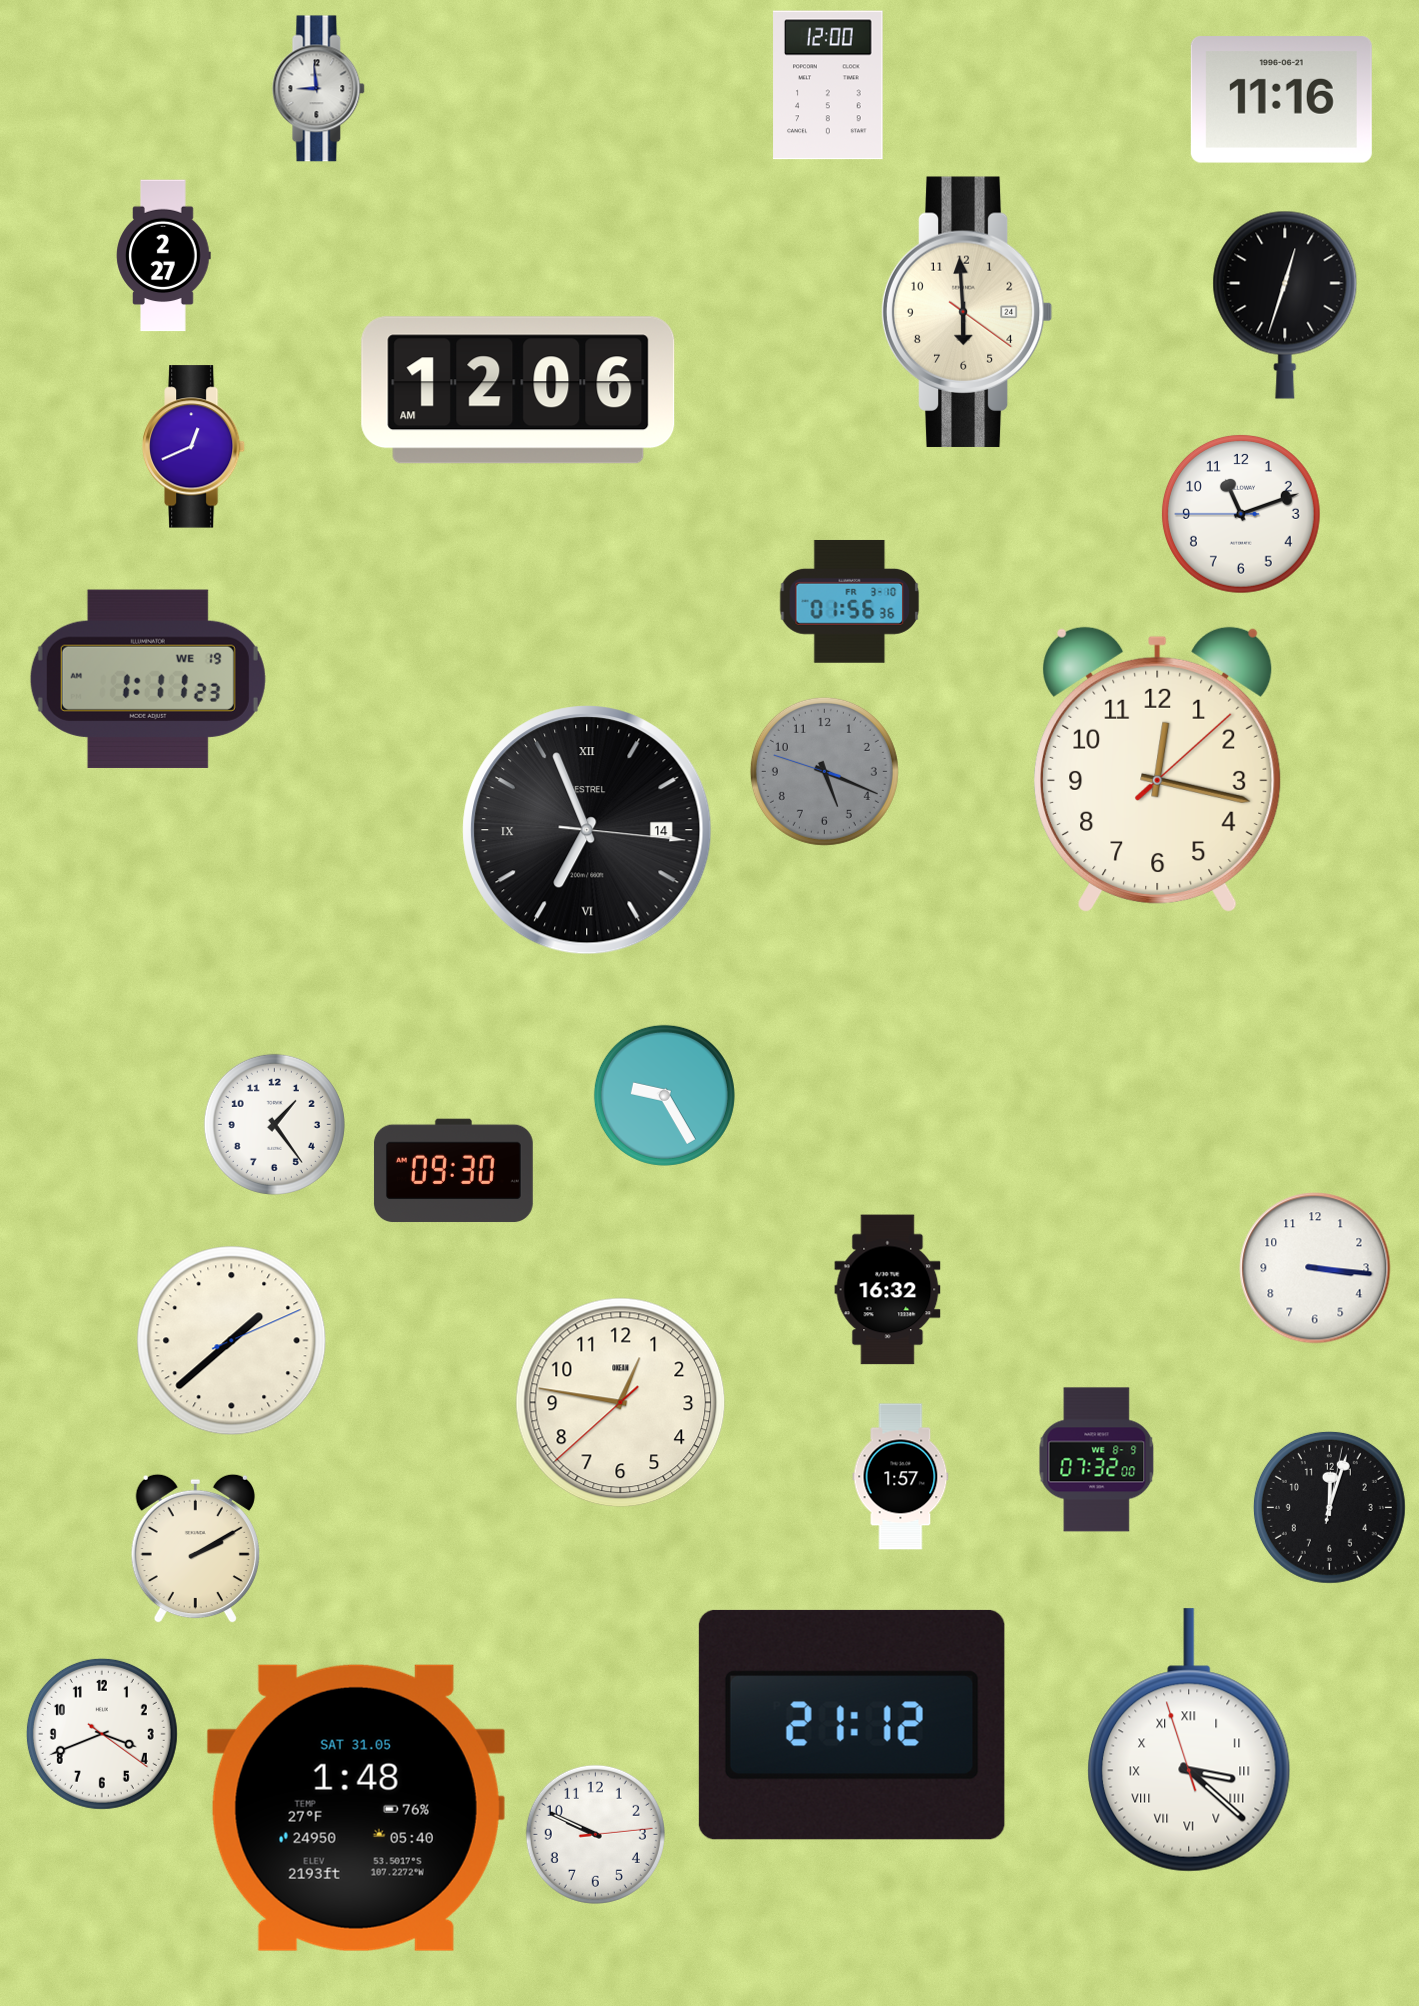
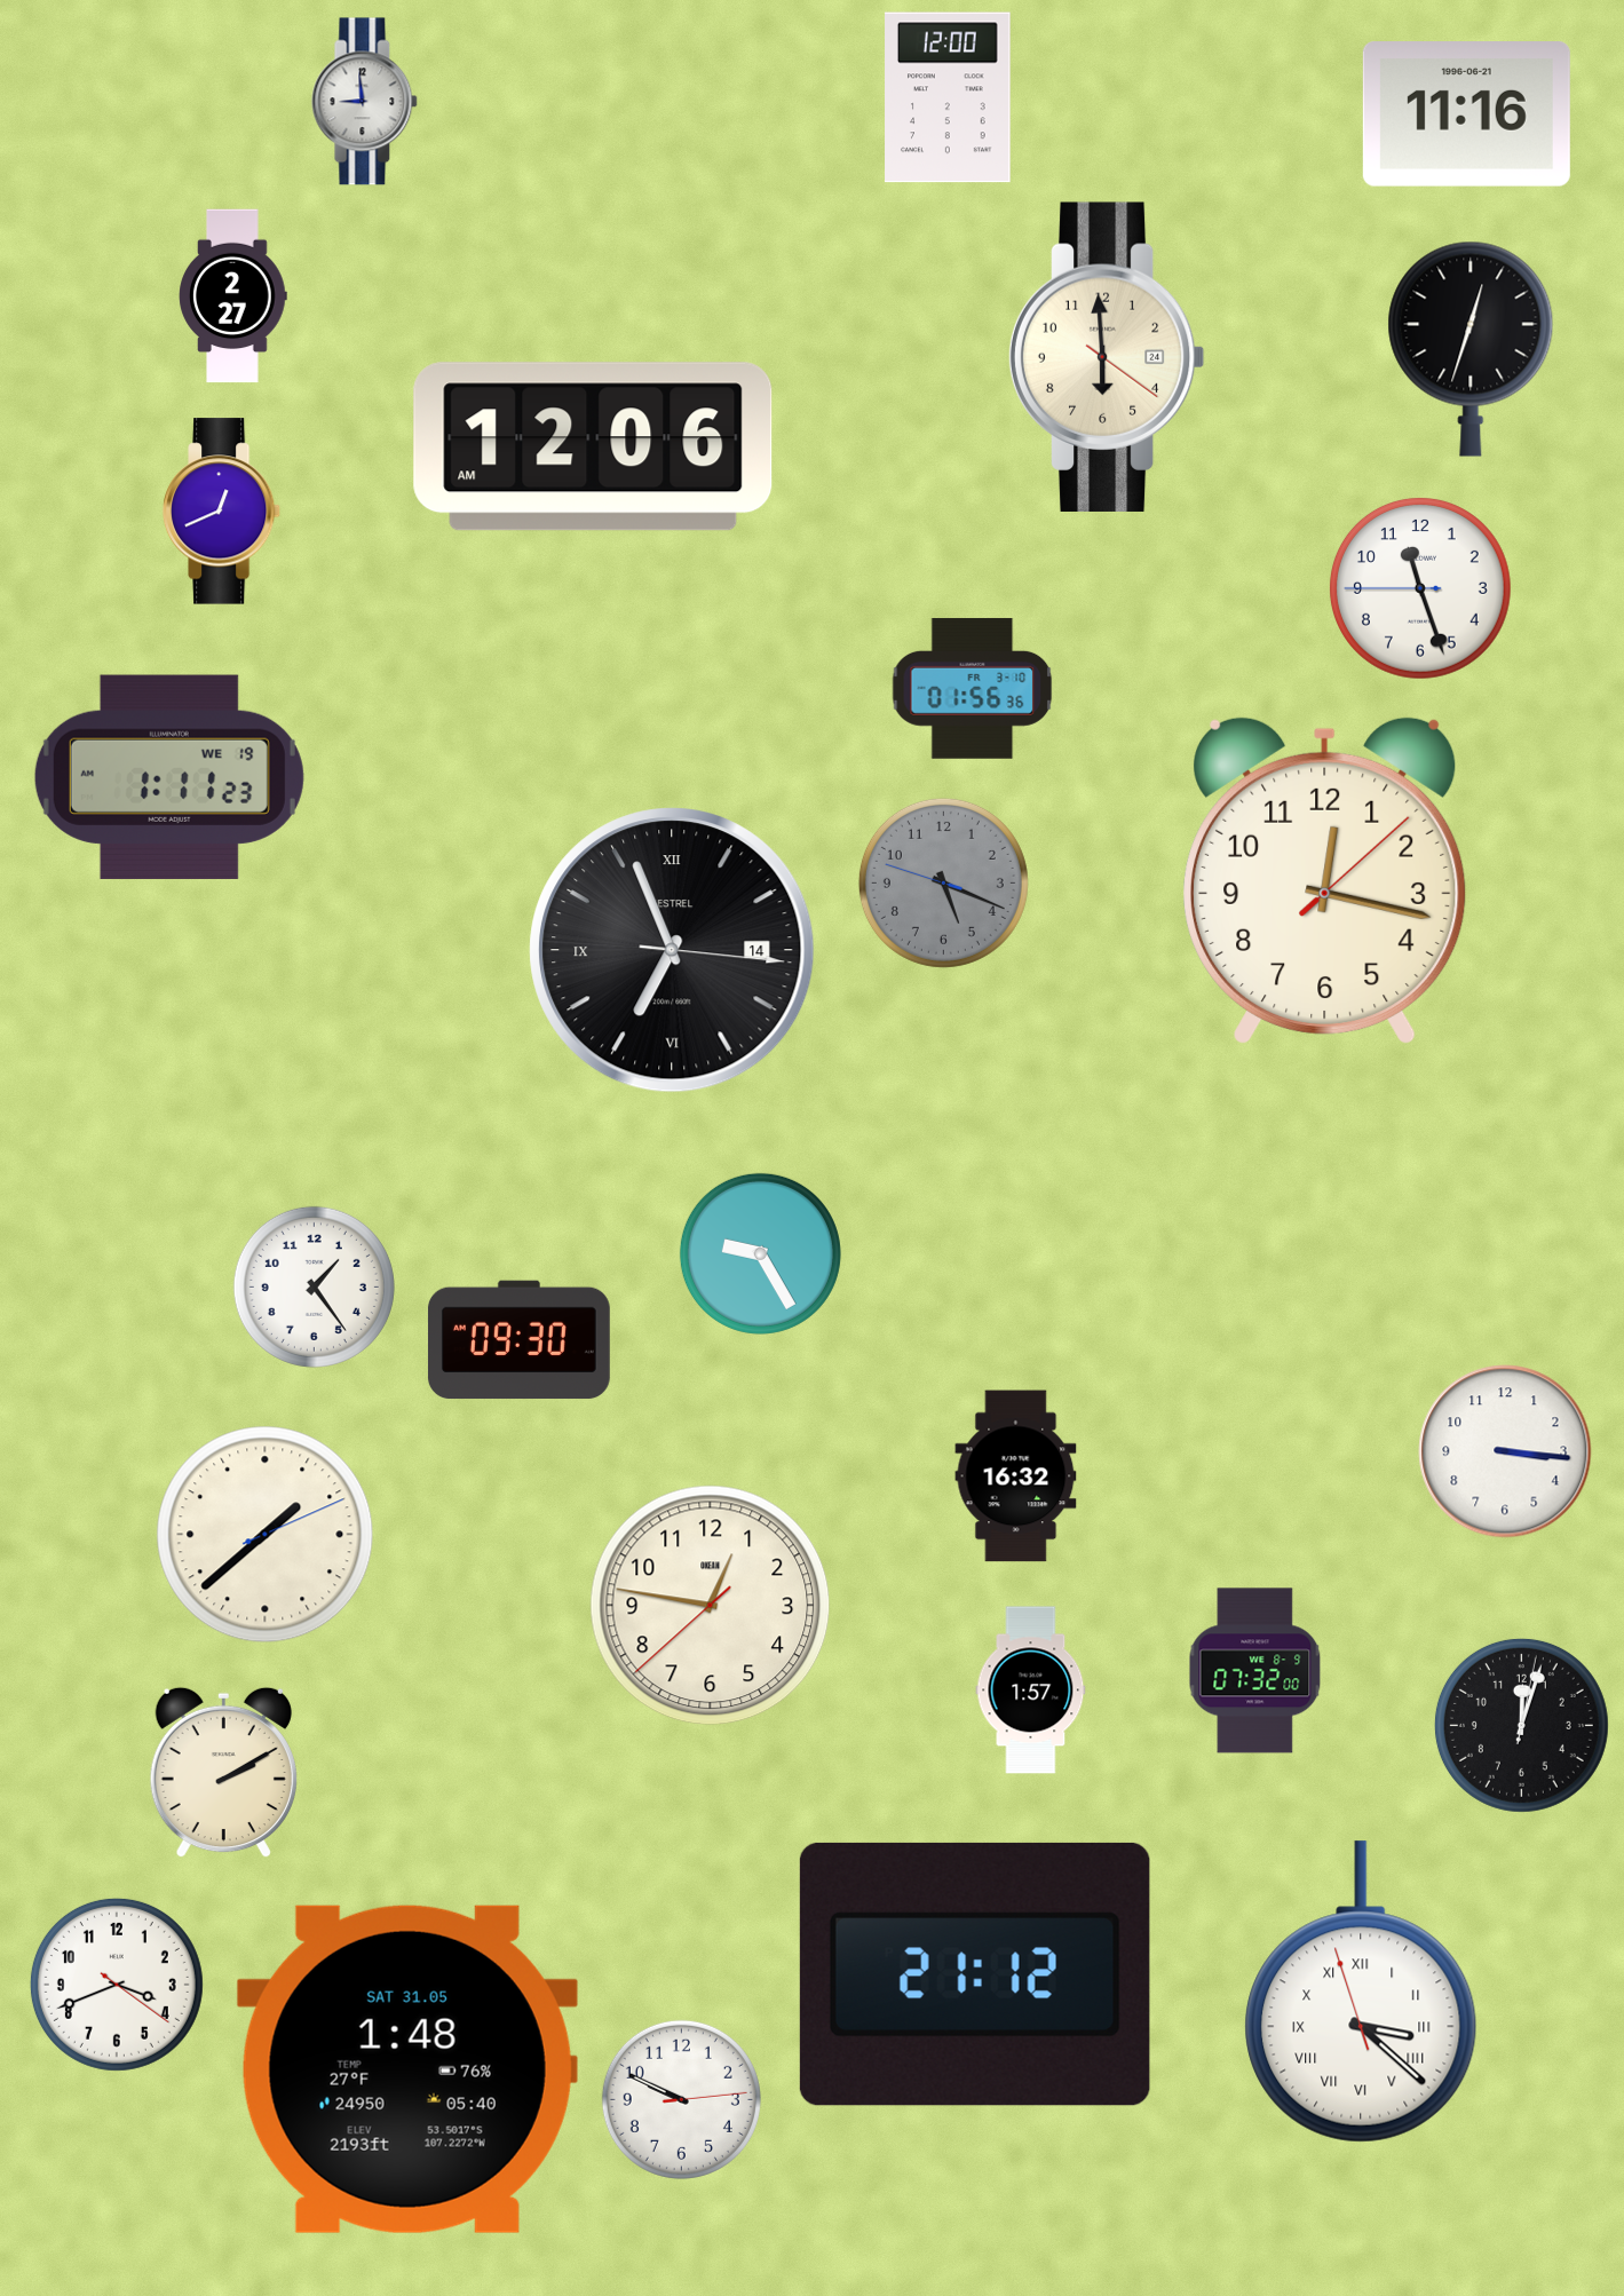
clock at (164, 256) position: (164, 256) -> (233, 296)
clock at (1241, 514): 11:11 -> 11:26
